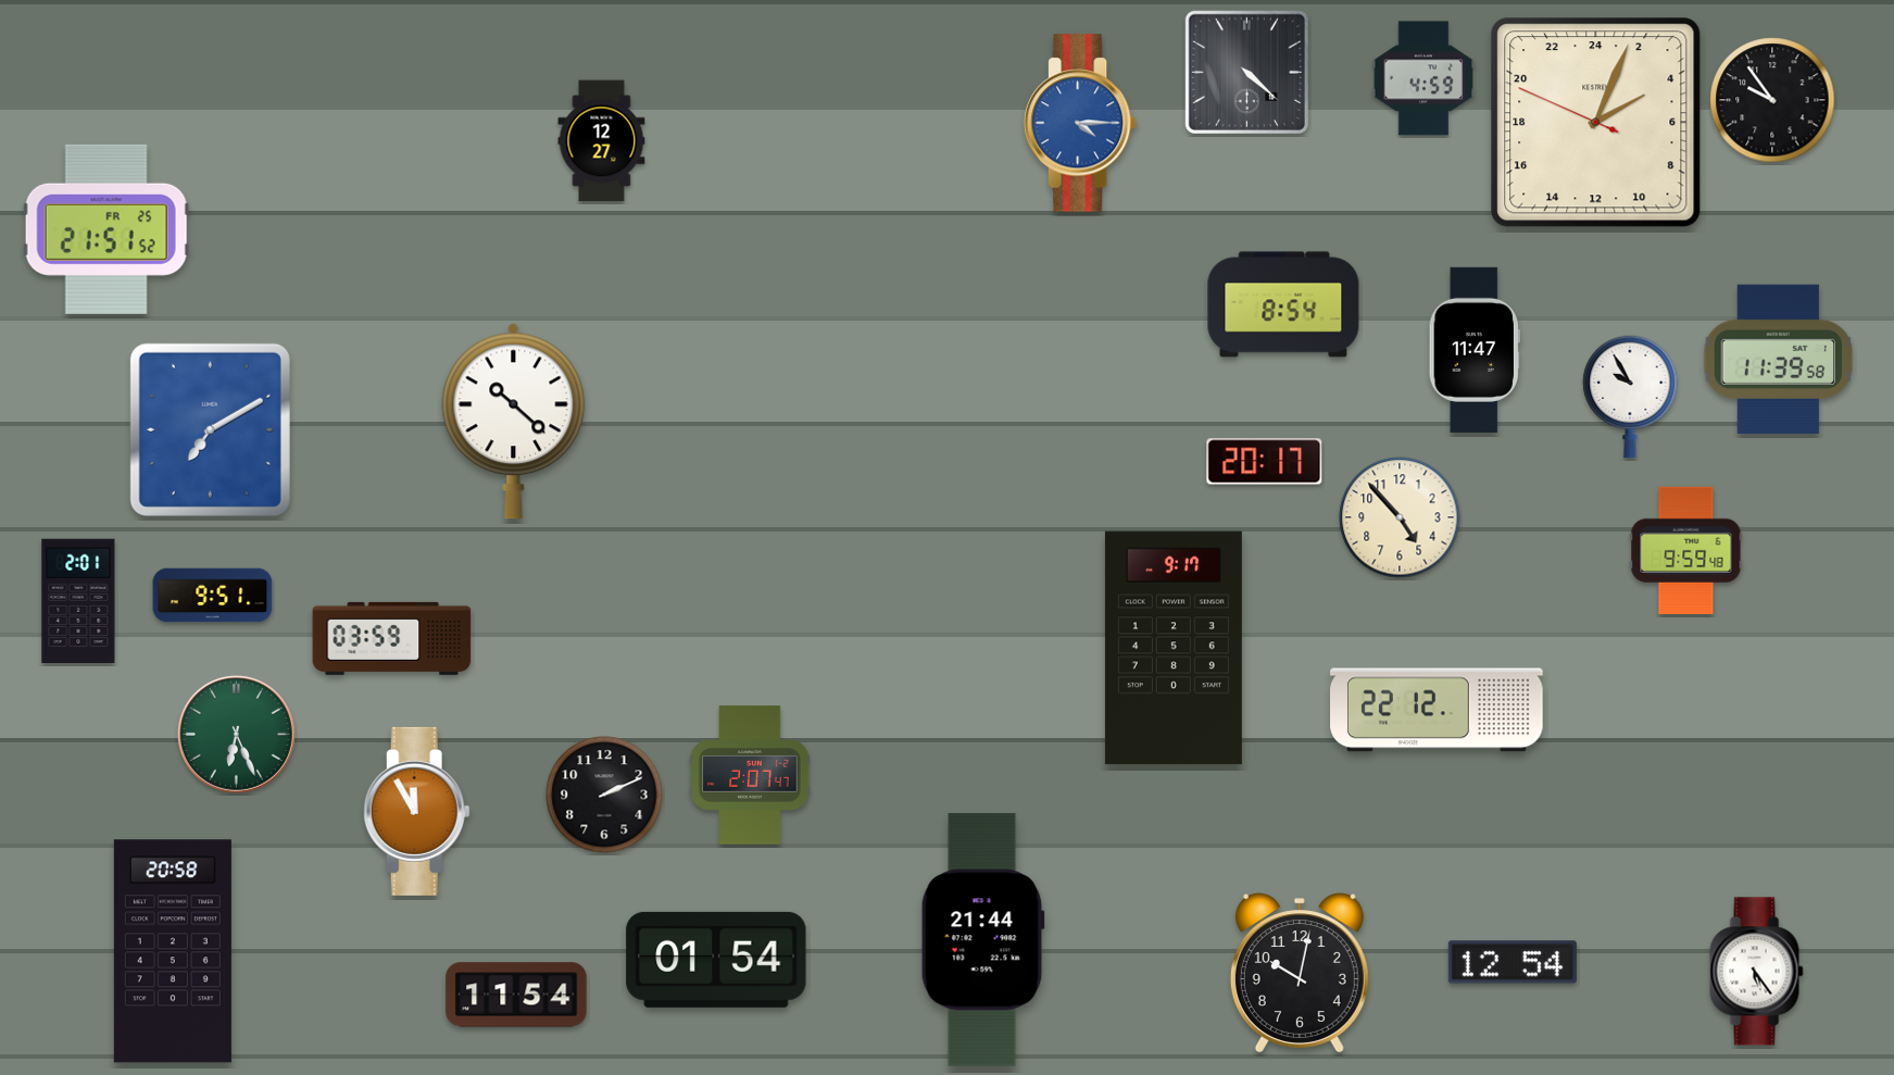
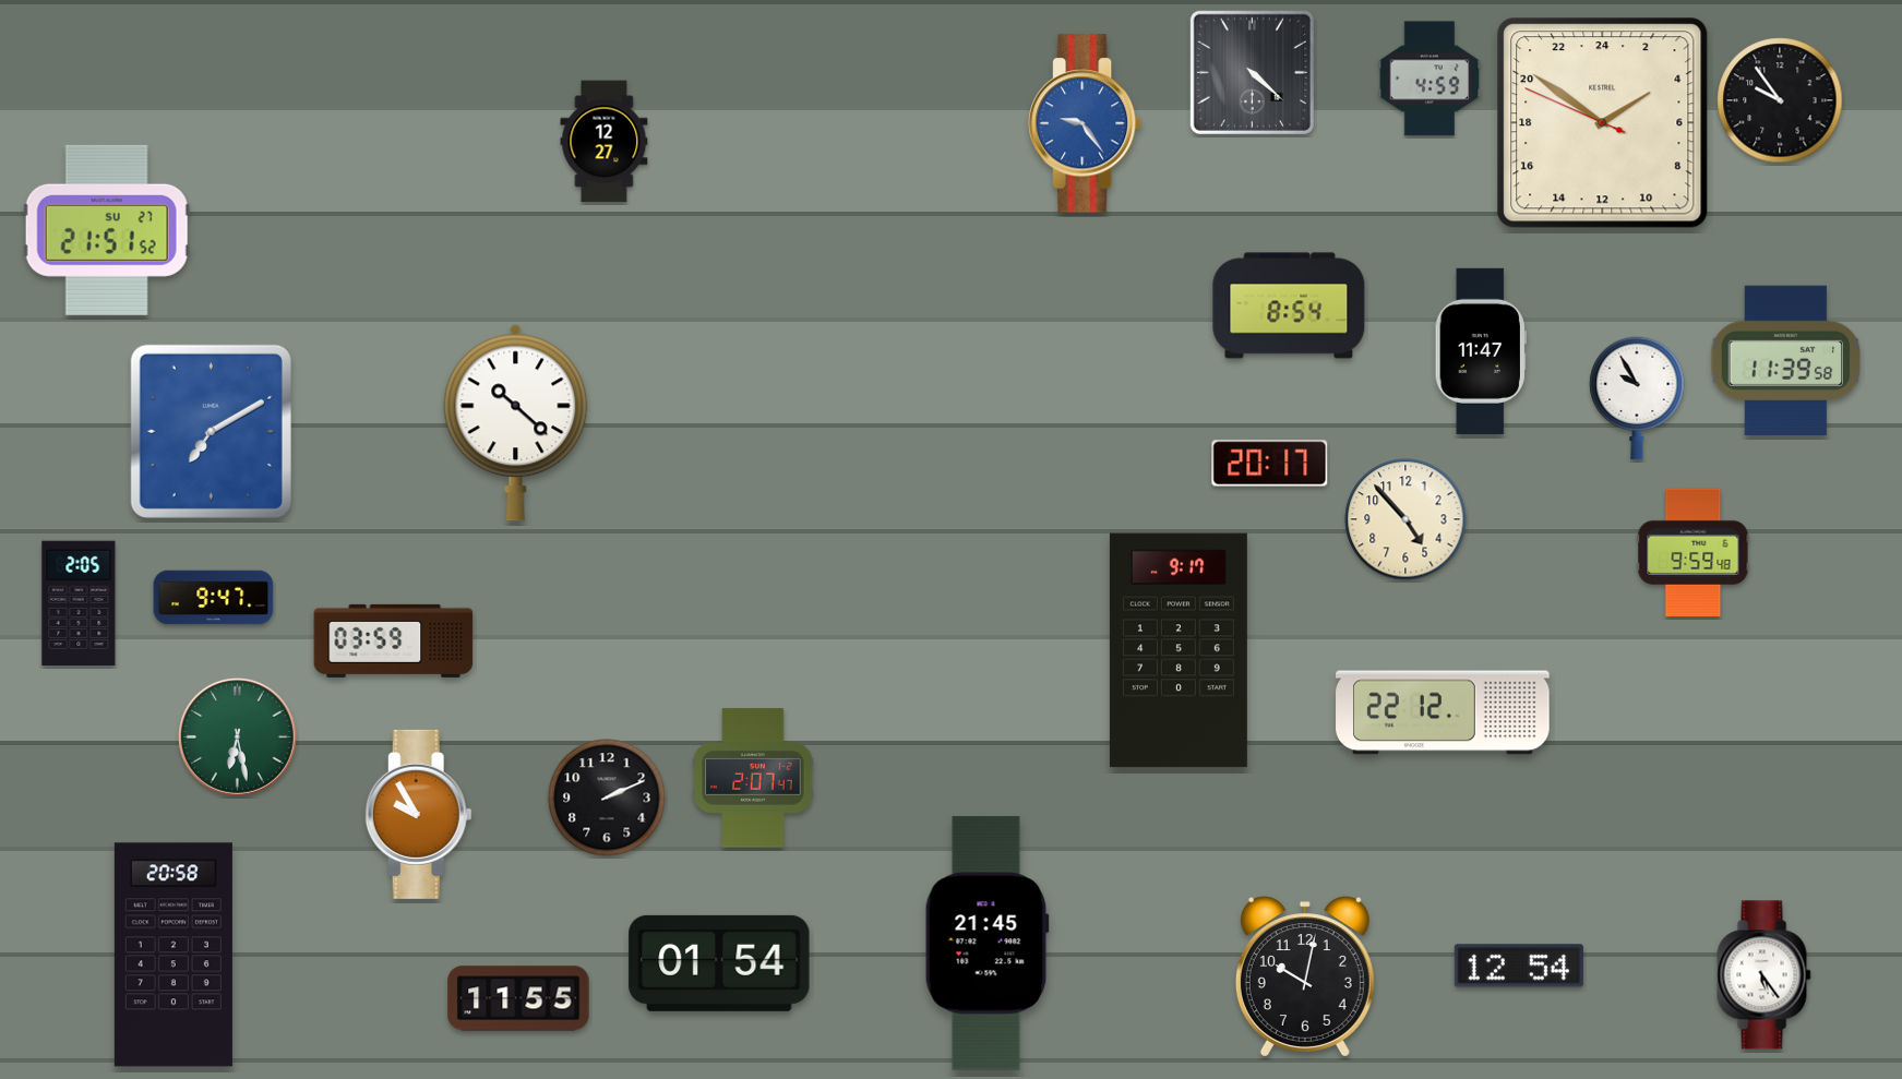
clock at (1080, 123): 4:15 -> 9:24
clock at (1596, 123): 4:03 -> 3:50
clock at (106, 229) date: FR 25 -> SU 27
clock at (213, 596): 9:51 -> 9:47
clock at (78, 601): 2:01 -> 2:05
clock at (236, 734): 6:26 -> 6:28
clock at (416, 811): 11:55 -> 9:55
clock at (982, 940): 21:44 -> 21:45
clock at (516, 995): 11:54 -> 11:55
